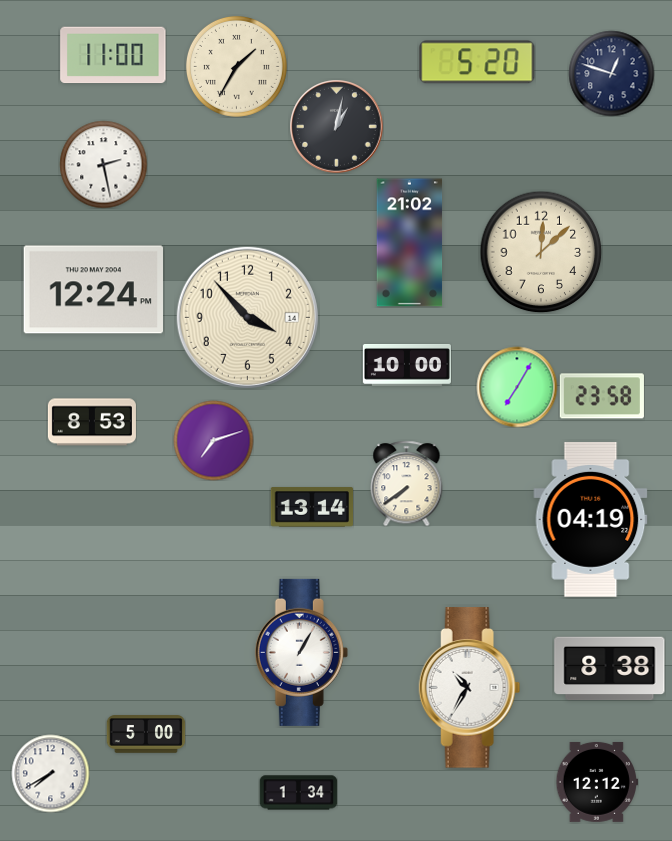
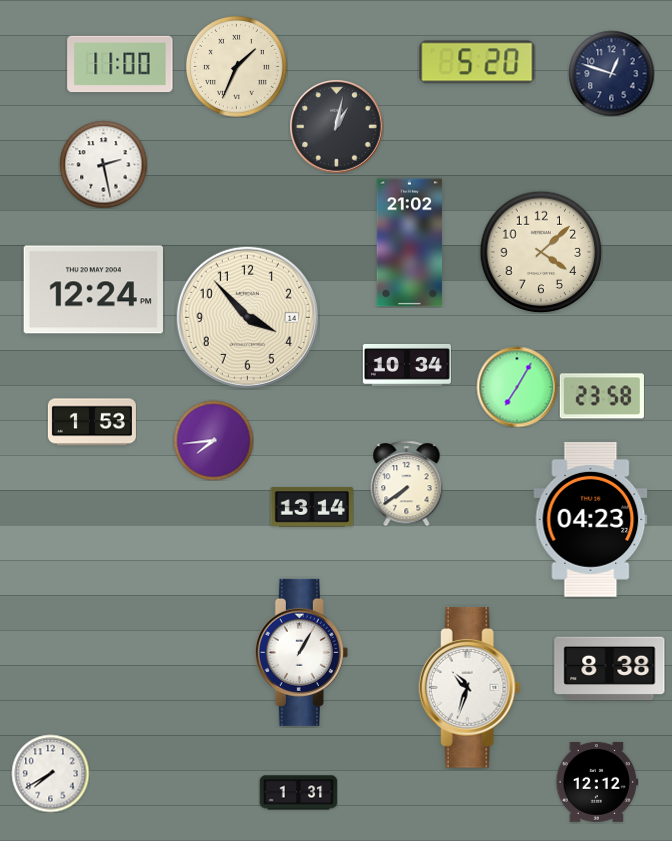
clock at (113, 55) position: (113, 55) -> (120, 64)
clock at (236, 66): 1:35 -> 1:34
clock at (541, 252): 12:08 -> 4:08
clock at (407, 366): 10:00 -> 10:34
clock at (92, 422): 8:53 -> 1:53
clock at (213, 440): 7:12 -> 7:44
clock at (591, 519): 04:19 -> 04:23
clock at (470, 688): 10:35 -> 10:33
clock at (146, 734): 5:00 -> none
clock at (298, 793): 1:34 -> 1:31
